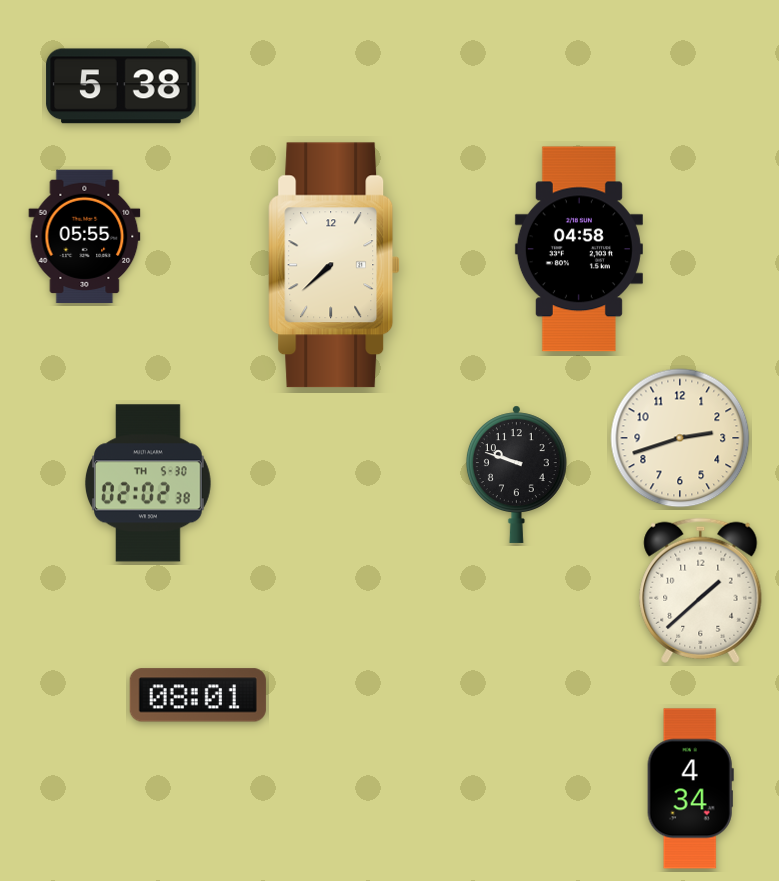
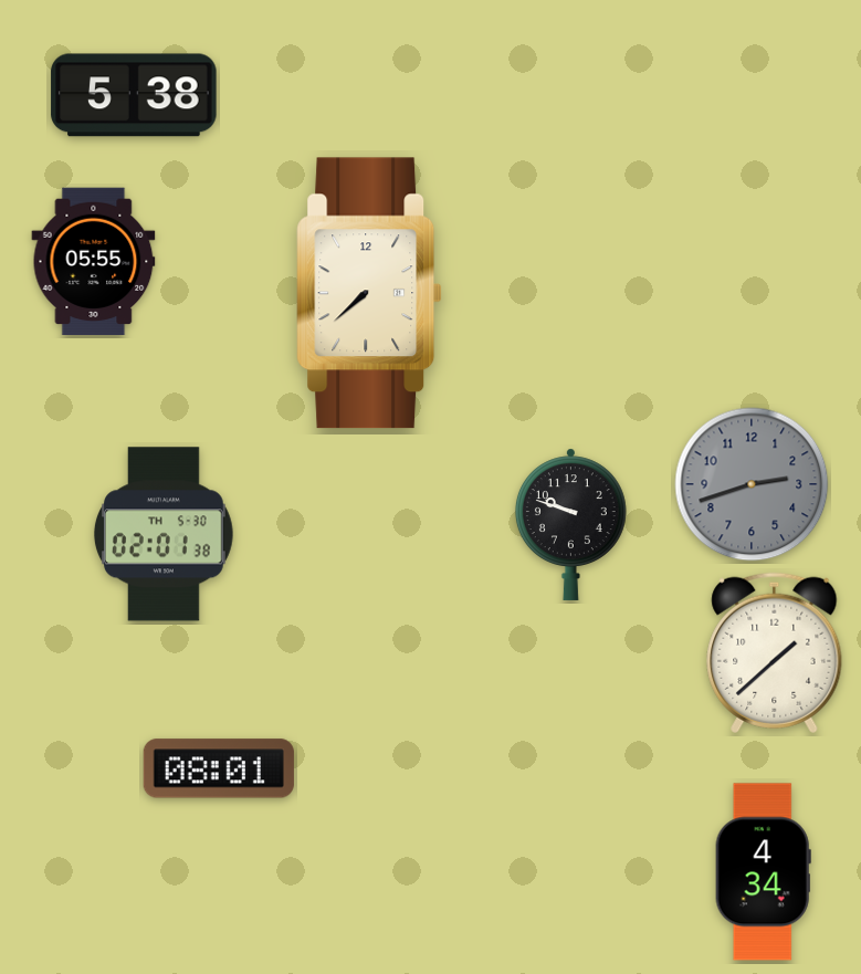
clock at (579, 249): 04:58 -> none
clock at (680, 438) dial: cream -> grey
clock at (149, 483): 02:02 -> 02:01
